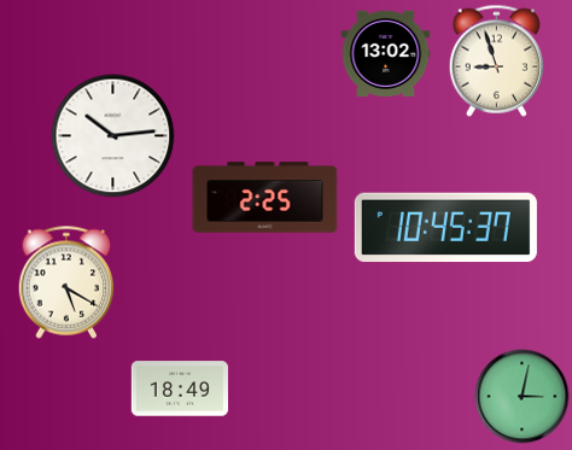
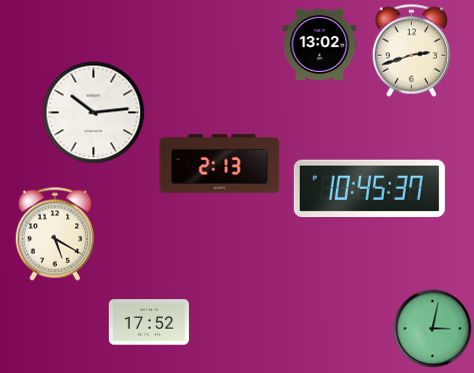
clock at (496, 60): 8:57 -> 2:42
clock at (265, 198): 2:25 -> 2:13
clock at (180, 388): 18:49 -> 17:52
